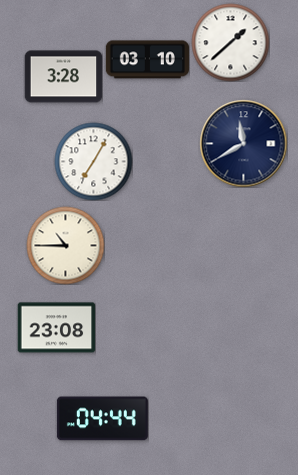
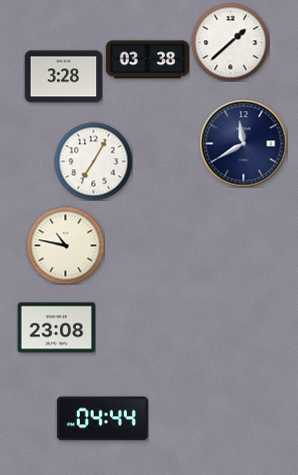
clock at (147, 60): 03:10 -> 03:38
clock at (65, 245): 10:45 -> 10:47
